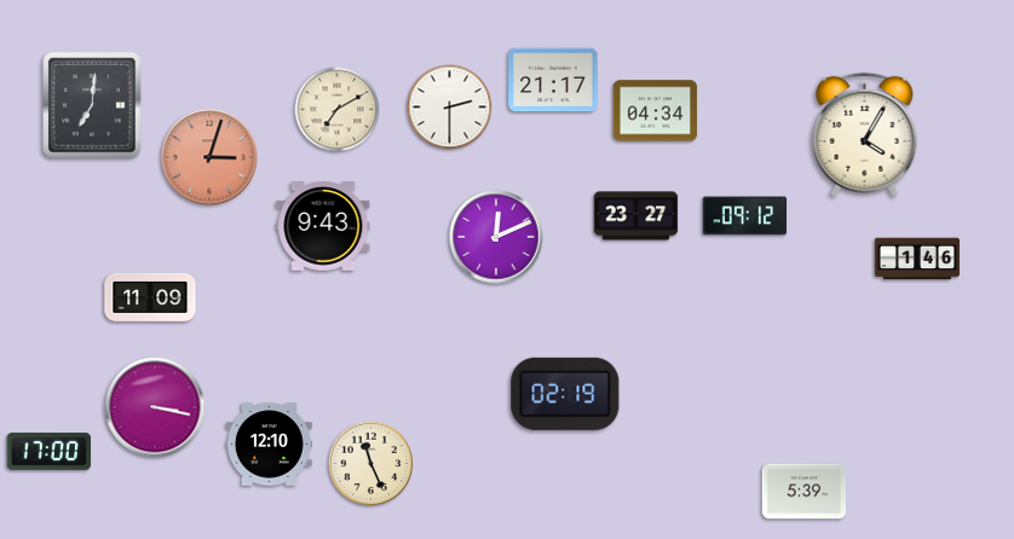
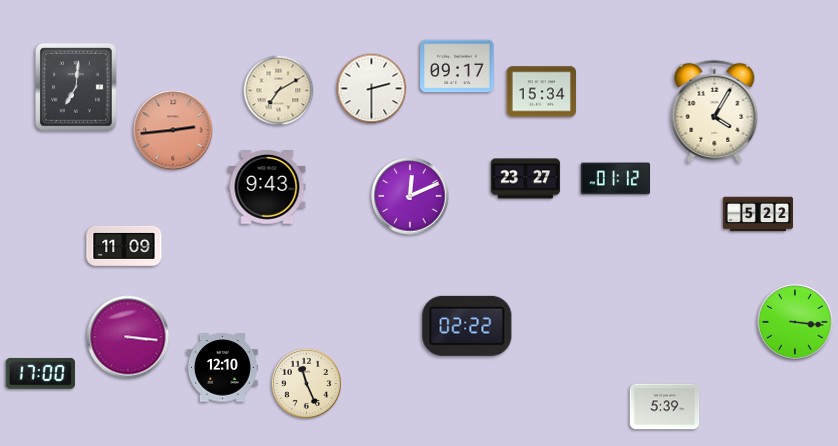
clock at (553, 80): 21:17 -> 09:17
clock at (656, 111): 04:34 -> 15:34
clock at (209, 157): 3:03 -> 2:44
clock at (745, 216): 09:12 -> 01:12
clock at (916, 259): 1:46 -> 5:22
clock at (795, 322): none -> 3:16
clock at (565, 394): 02:19 -> 02:22
clock at (155, 407): 3:17 -> 3:16
